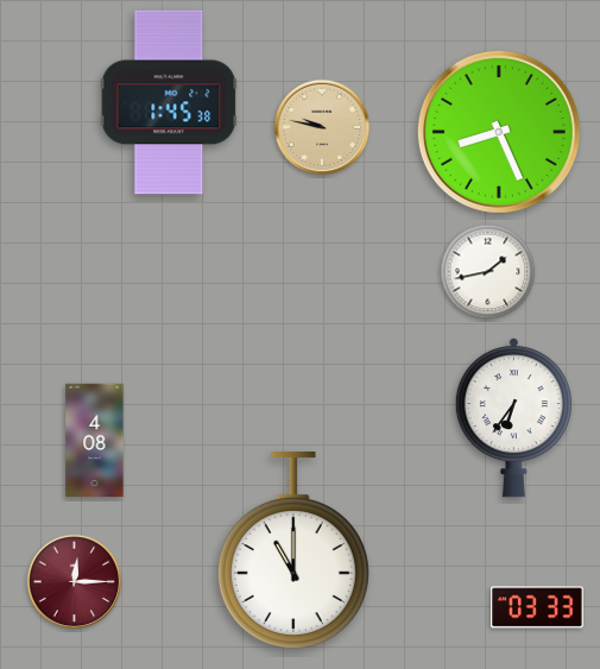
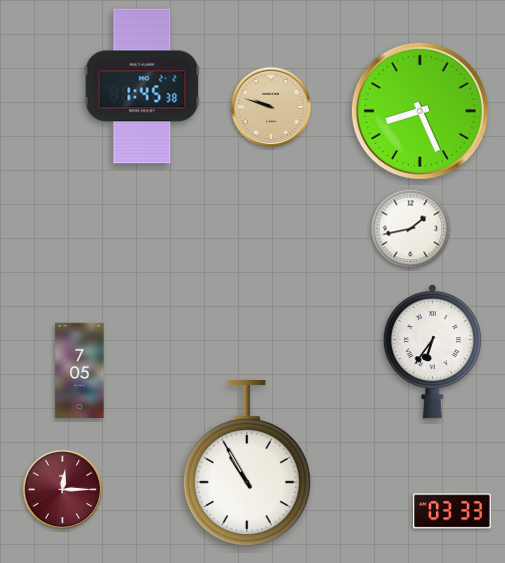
clock at (322, 127): 9:47 -> 9:48
clock at (95, 441): 4:08 -> 7:05
clock at (293, 551): 11:00 -> 10:55
